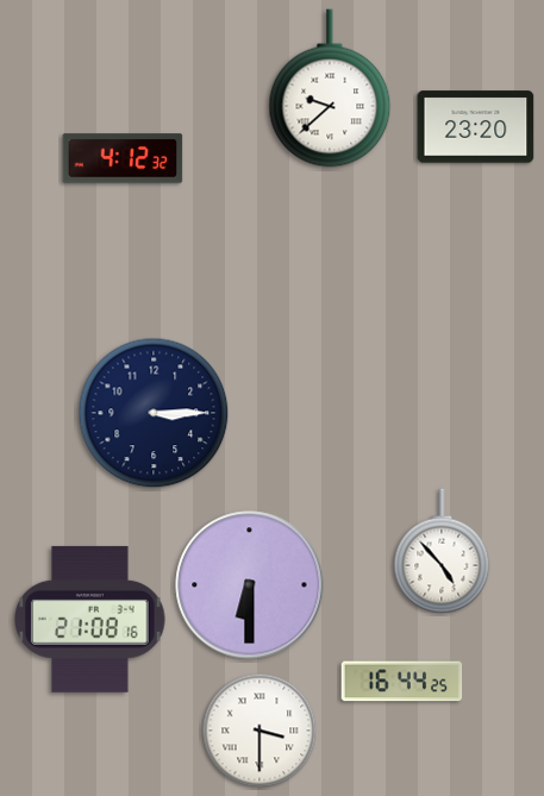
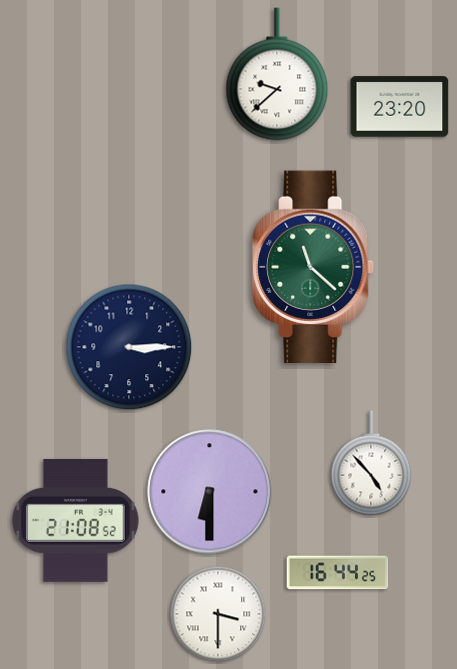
clock at (123, 158): 4:12 -> none
clock at (313, 267): none -> 11:22
clock at (90, 619): 21:08:16 -> 21:08:52
